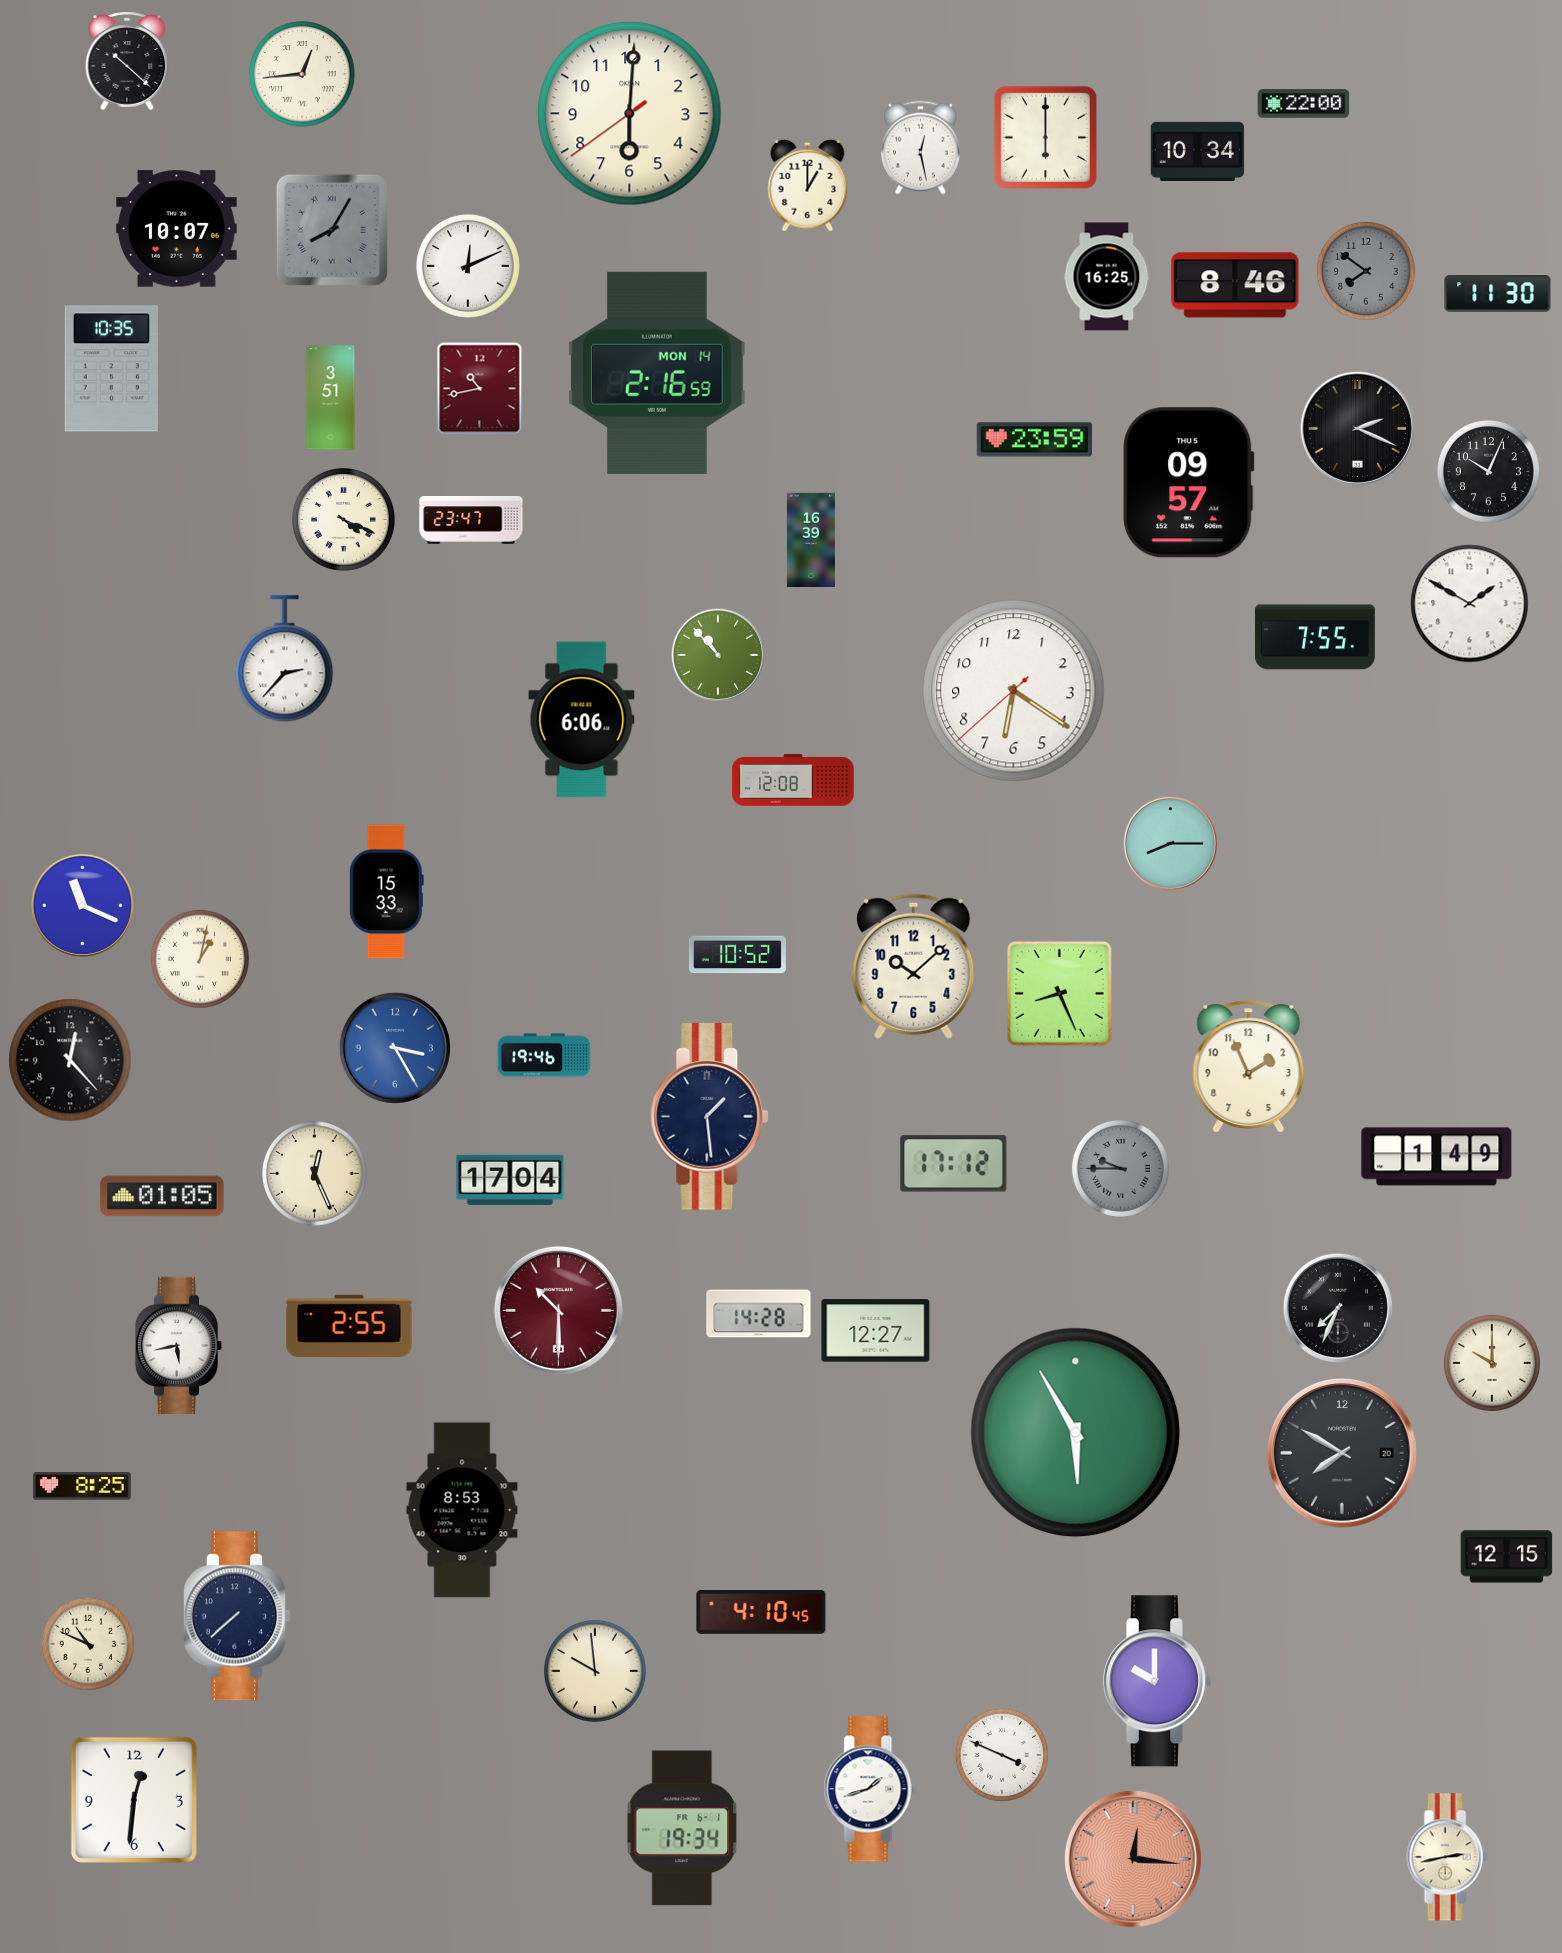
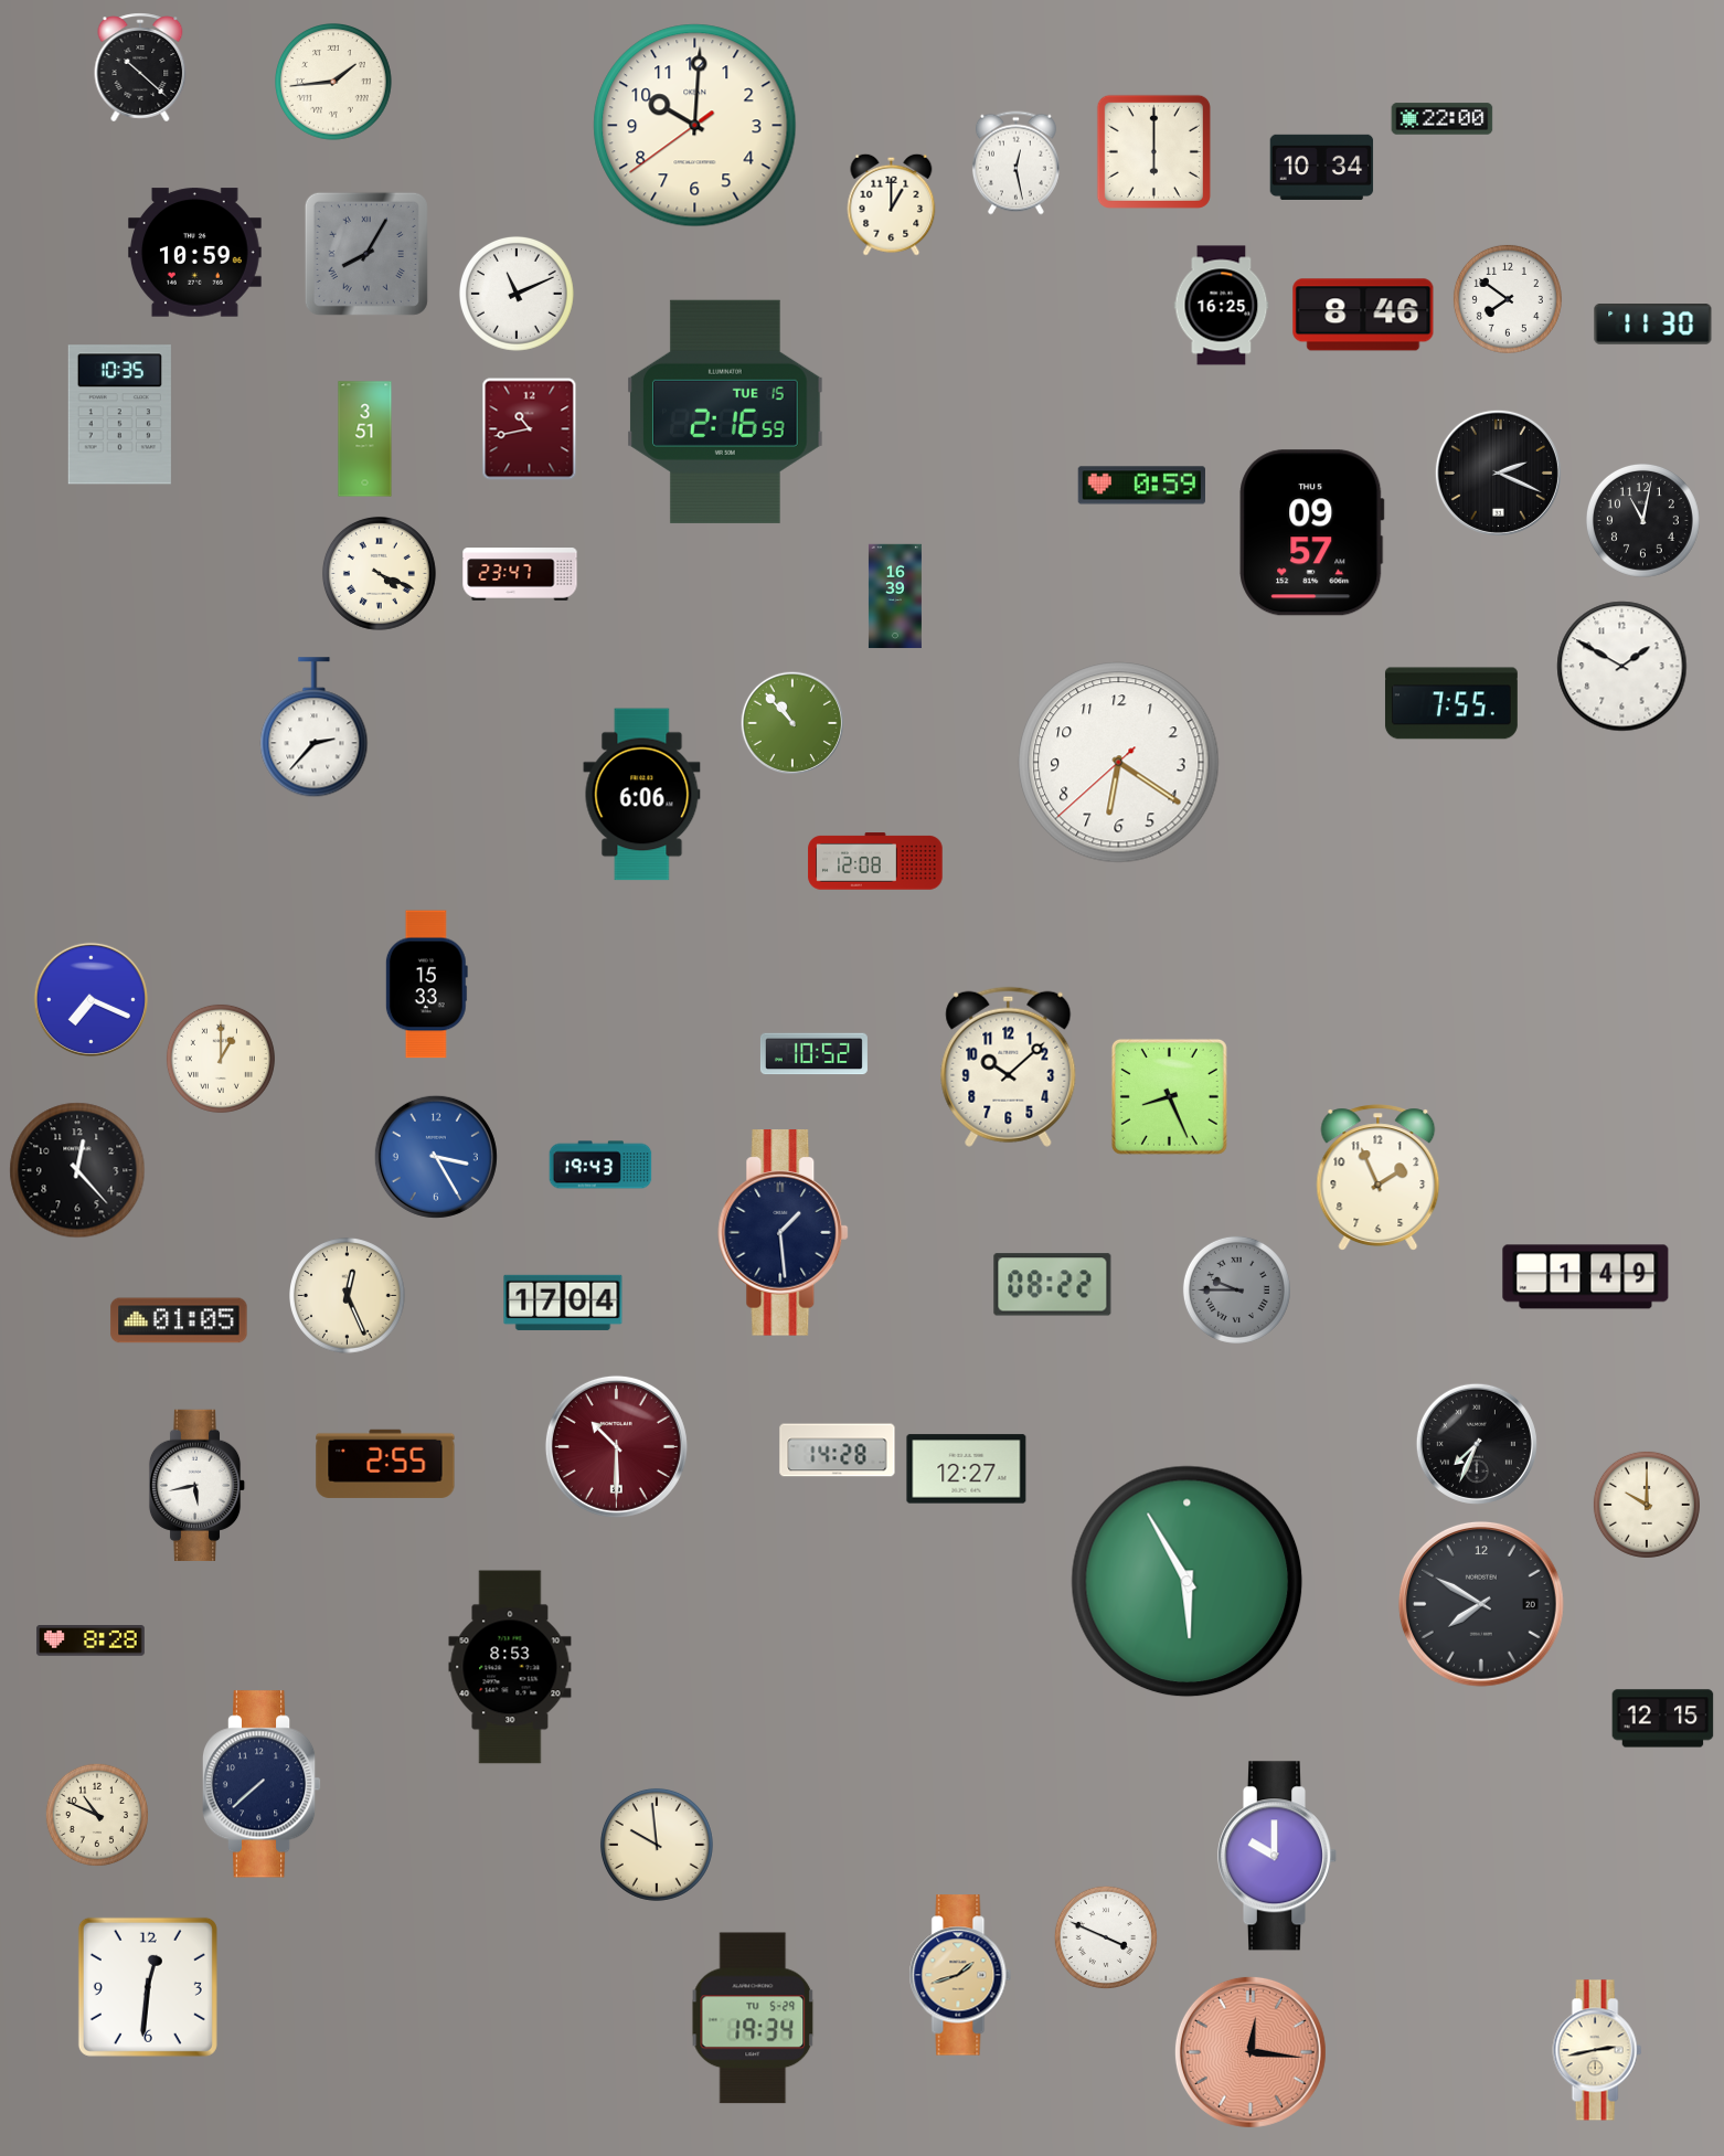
clock at (303, 75): 12:44 -> 1:44
clock at (1304, 104) position: (1304, 104) -> (1443, 119)
clock at (630, 114): 6:00 -> 10:00
clock at (177, 229): 10:07 -> 10:59
clock at (468, 266): 12:11 -> 11:11
clock at (1366, 271) dial: grey -> white
clock at (111, 369) position: (111, 369) -> (119, 415)
clock at (657, 373) date: MON 14 -> TUE 15
clock at (1034, 440): 23:59 -> 0:59
clock at (1488, 471): 10:04 -> 11:02
clock at (1170, 843): 8:15 -> none
clock at (82, 905): 11:19 -> 7:19
clock at (200, 959): 1:02 -> 1:00
clock at (544, 1055): 19:46 -> 19:43
clock at (954, 1164): 17:12 -> 08:22
clock at (82, 1486): 8:25 -> 8:28
clock at (761, 1613): 4:10 -> none
clock at (870, 1789) dial: white -> champagne
clock at (682, 1828) date: FR 6-1 -> TU 5-29
